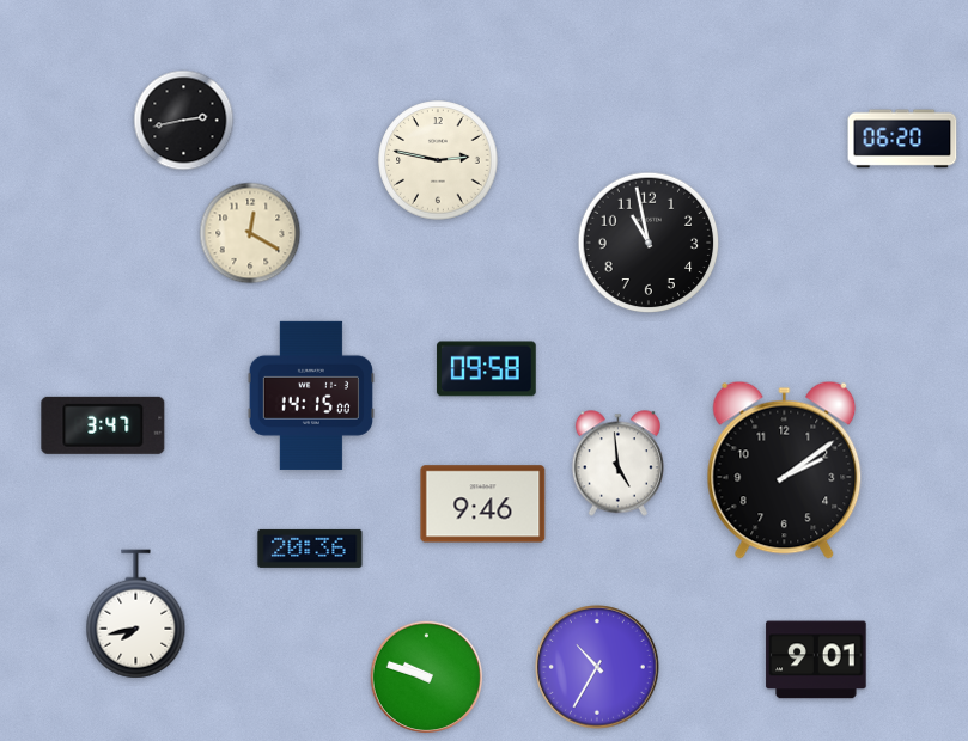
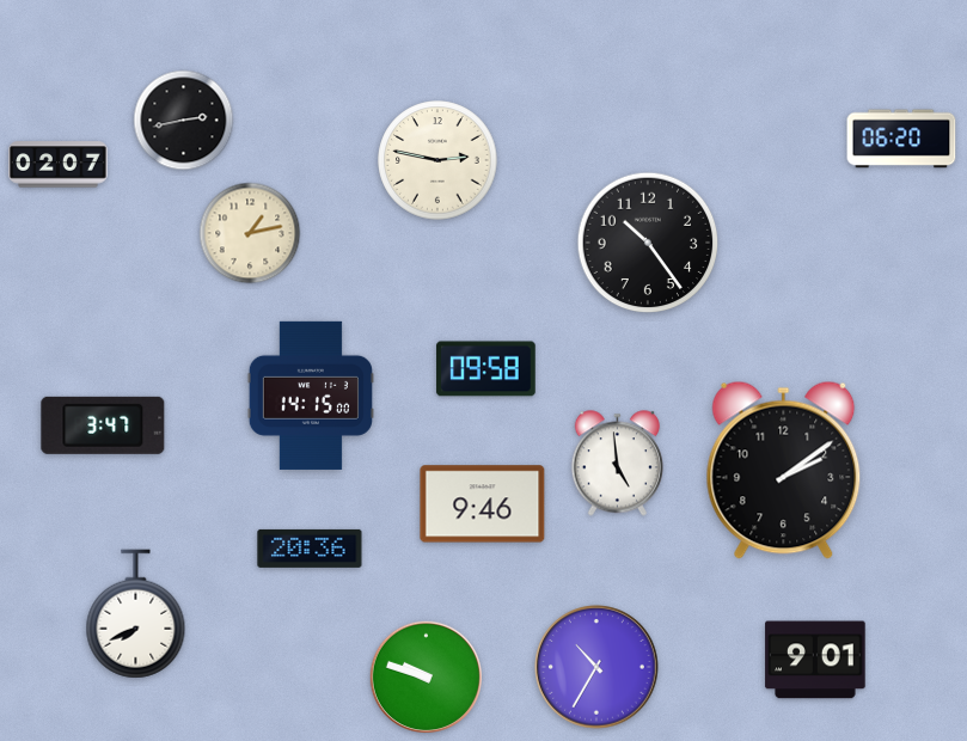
clock at (59, 165): none -> 02:07
clock at (250, 233): 12:20 -> 1:13
clock at (649, 243): 10:58 -> 10:24
clock at (136, 614): 7:43 -> 7:41
